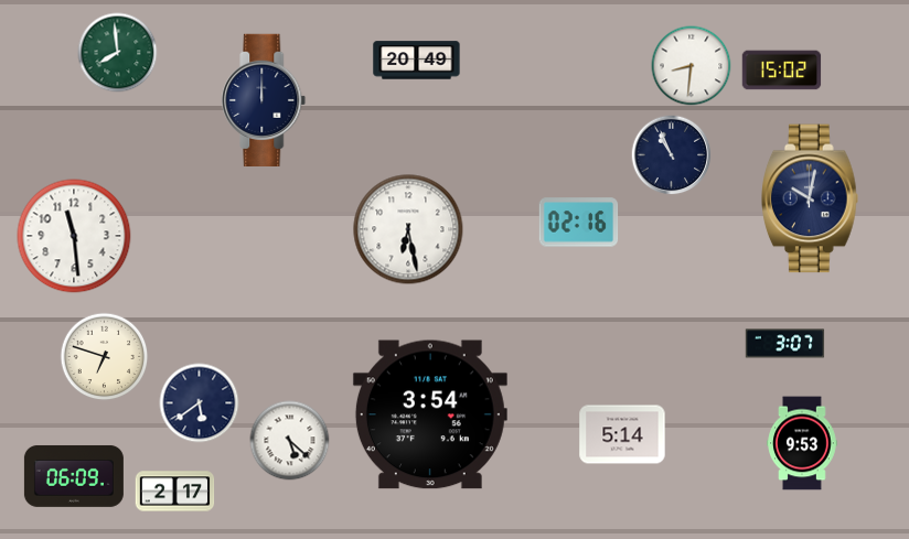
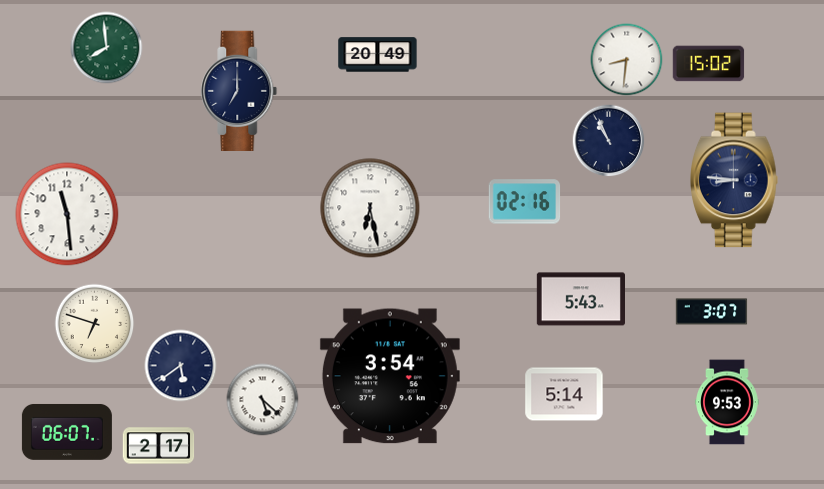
clock at (264, 99): 12:00 -> 7:00
clock at (811, 198): 10:02 -> 8:46
clock at (580, 299): none -> 5:43
clock at (74, 476): 06:09 -> 06:07
